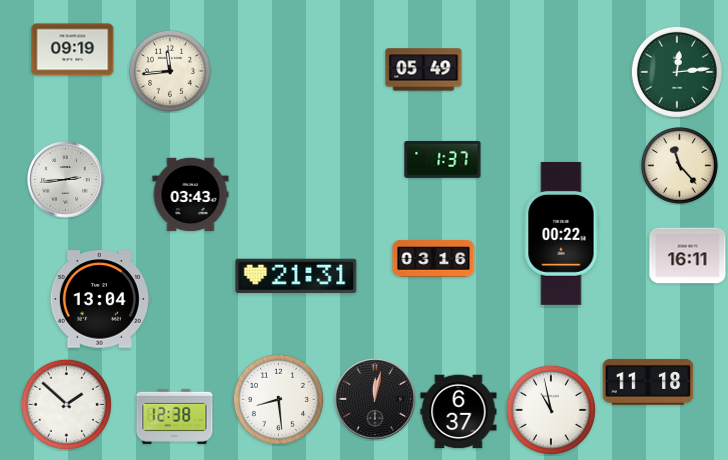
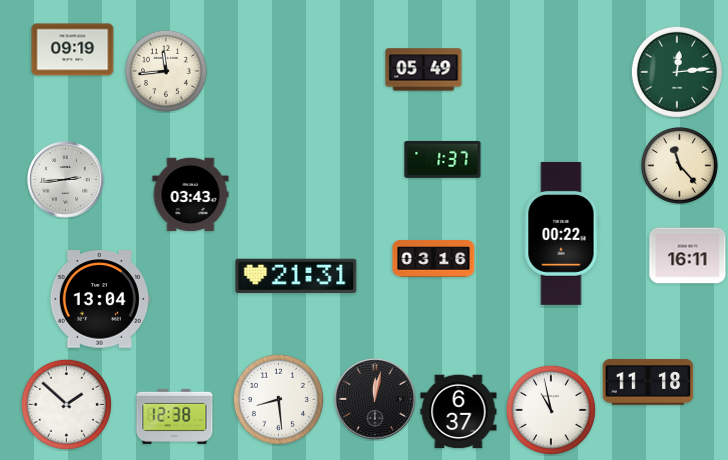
clock at (170, 71) position: (170, 71) -> (166, 71)
